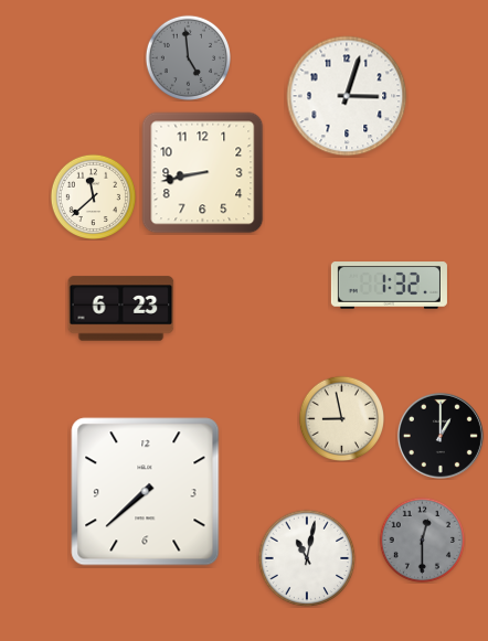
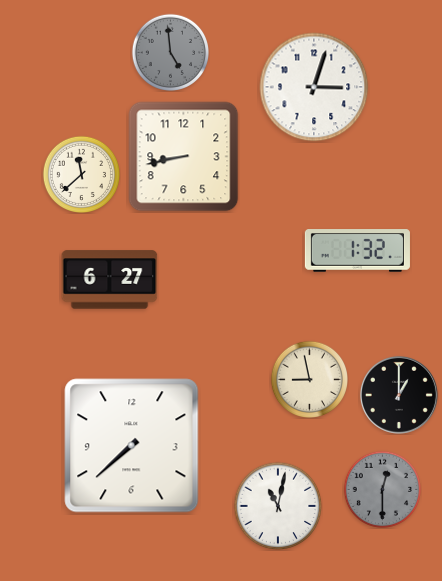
clock at (93, 196) position: (93, 196) -> (81, 174)
clock at (389, 286) position: (389, 286) -> (357, 251)
clock at (121, 309): 6:23 -> 6:27
